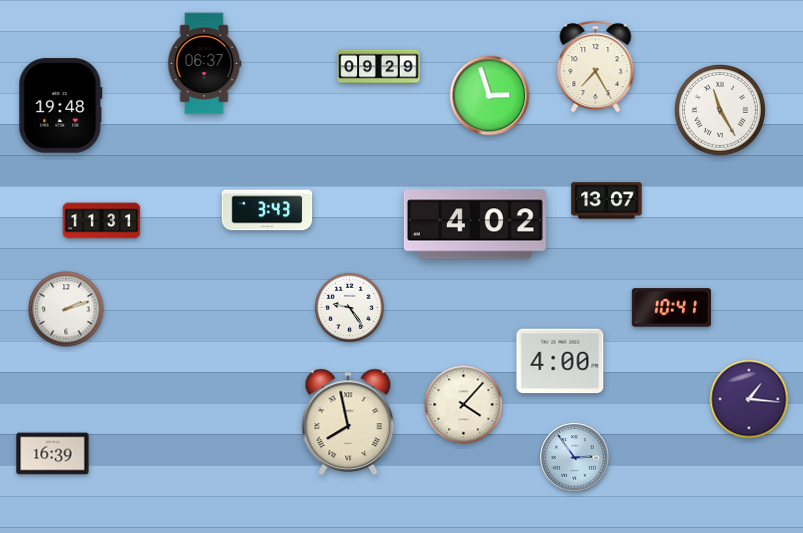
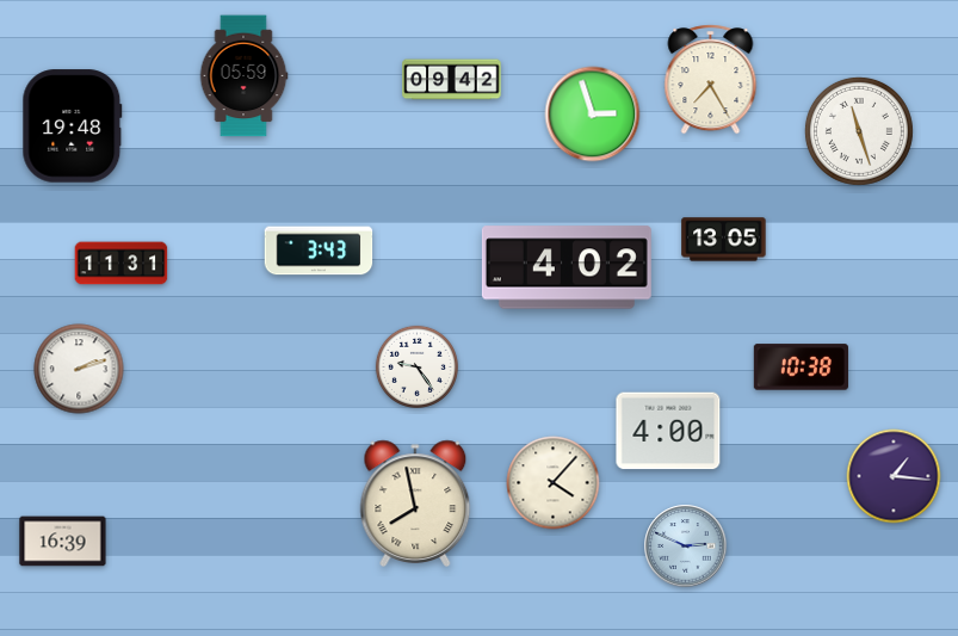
clock at (204, 64): 06:37 -> 05:59
clock at (379, 67): 09:29 -> 09:42
clock at (490, 96) position: (490, 96) -> (593, 115)
clock at (720, 110): 11:25 -> 11:27
clock at (607, 201): 13:07 -> 13:05
clock at (671, 308): 10:41 -> 10:38
clock at (575, 458): 2:54 -> 2:49
